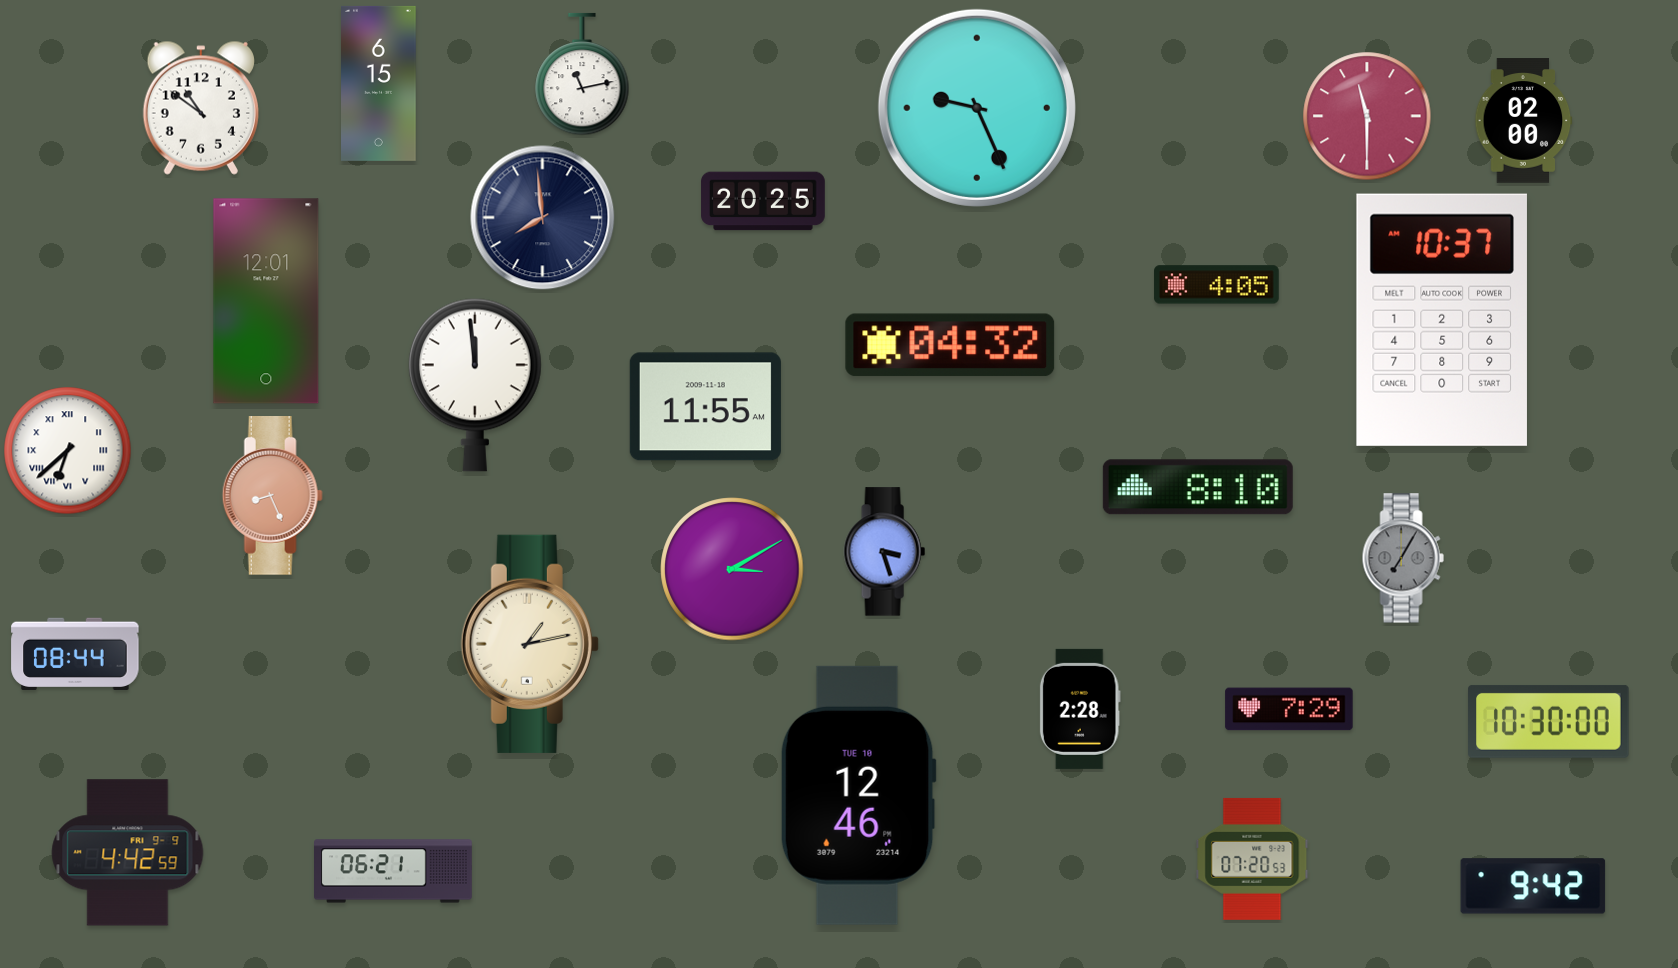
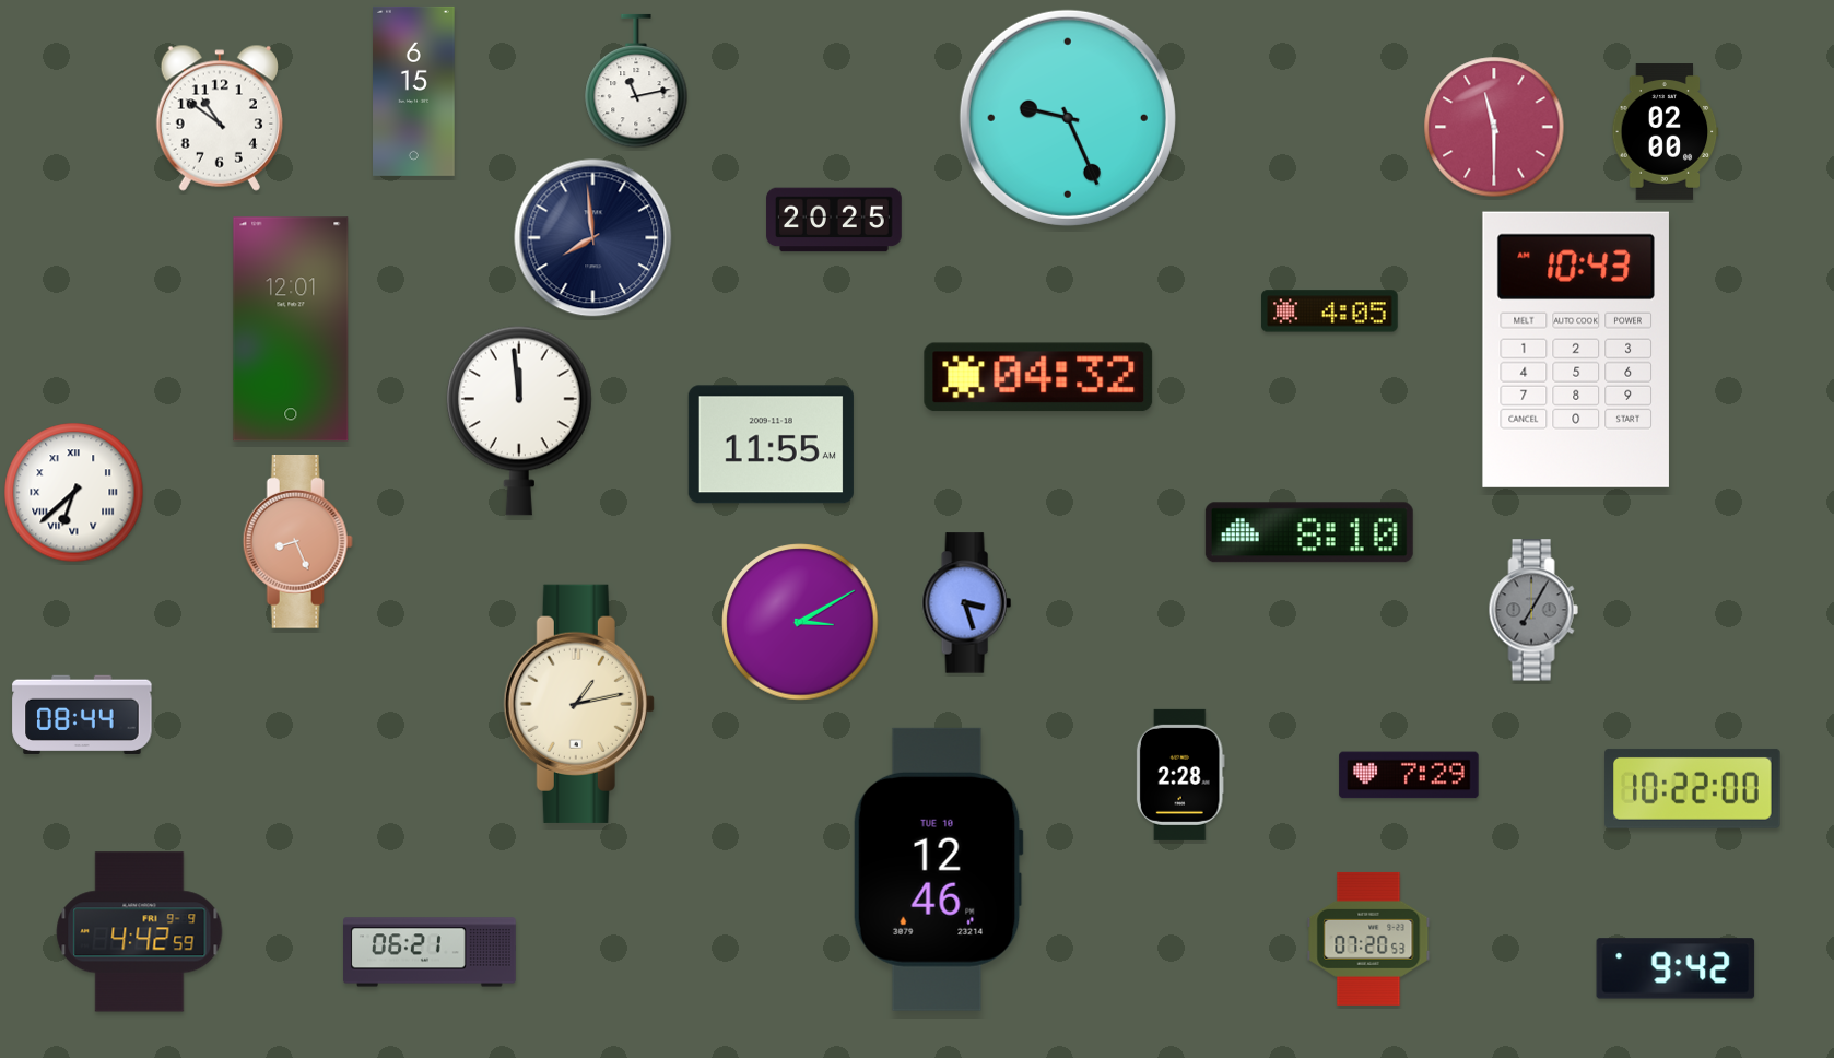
clock at (1442, 320): 10:37 -> 10:43
clock at (1549, 721): 10:30 -> 10:22
